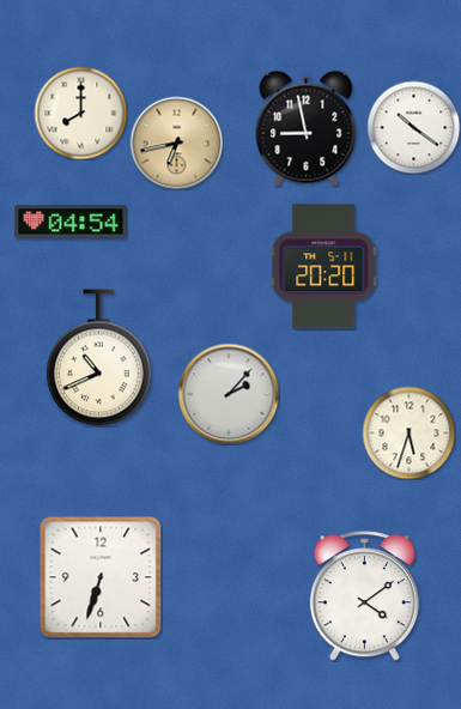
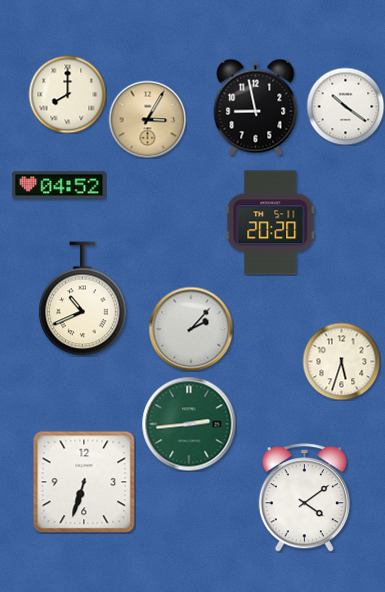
clock at (176, 143): 6:43 -> 3:05
clock at (71, 222): 04:54 -> 04:52
clock at (189, 424): none -> 2:44
